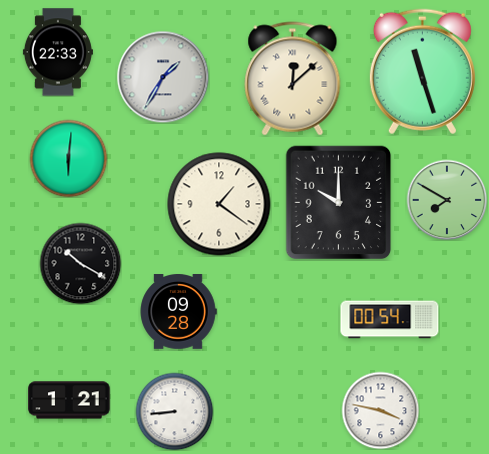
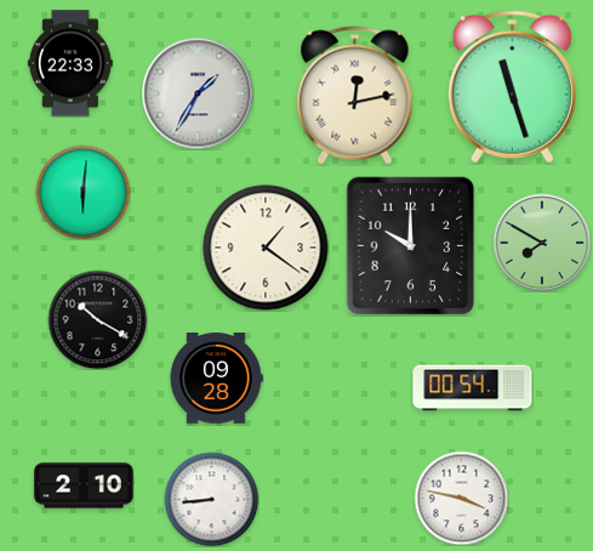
clock at (293, 79): 12:08 -> 12:13
clock at (69, 400): 1:21 -> 2:10
